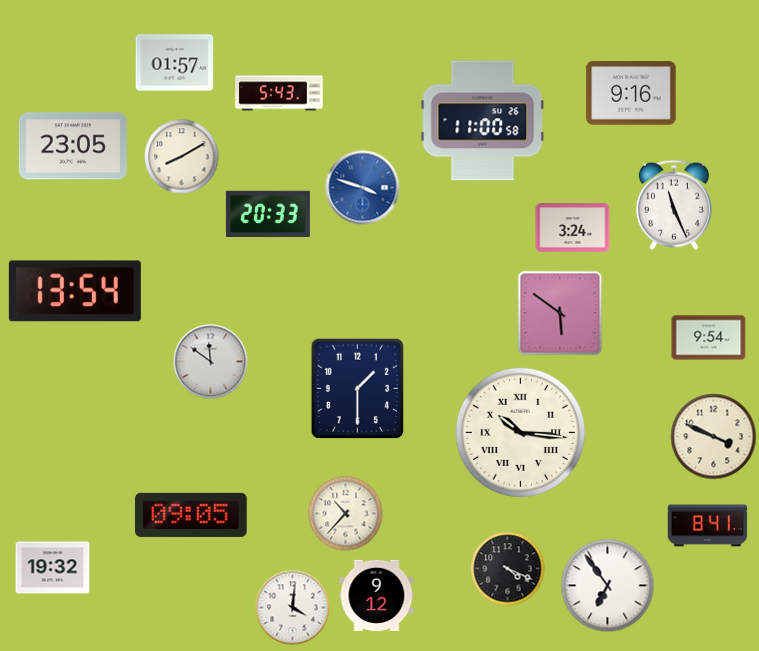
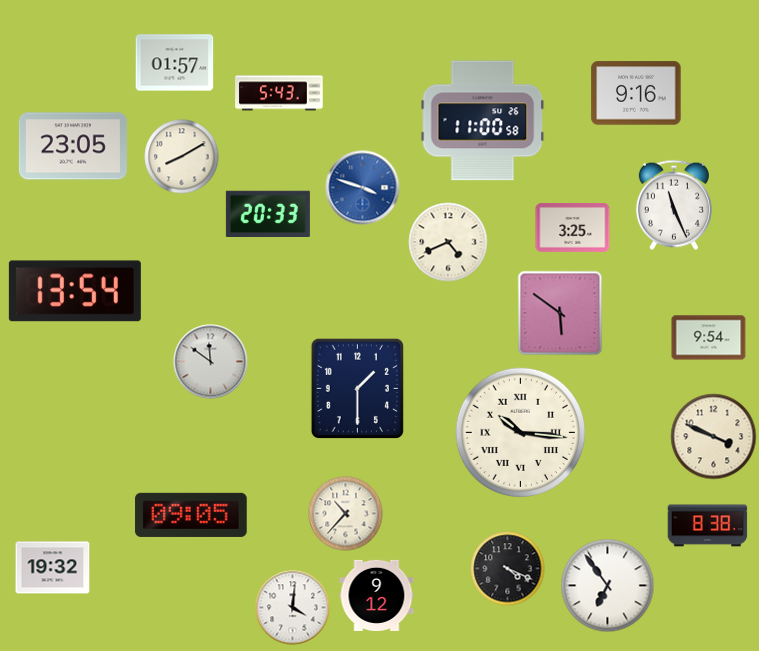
clock at (631, 93) position: (631, 93) -> (636, 93)
clock at (573, 228): 3:24 -> 3:25
clock at (448, 242): none -> 4:41
clock at (708, 526): 8:41 -> 8:38
